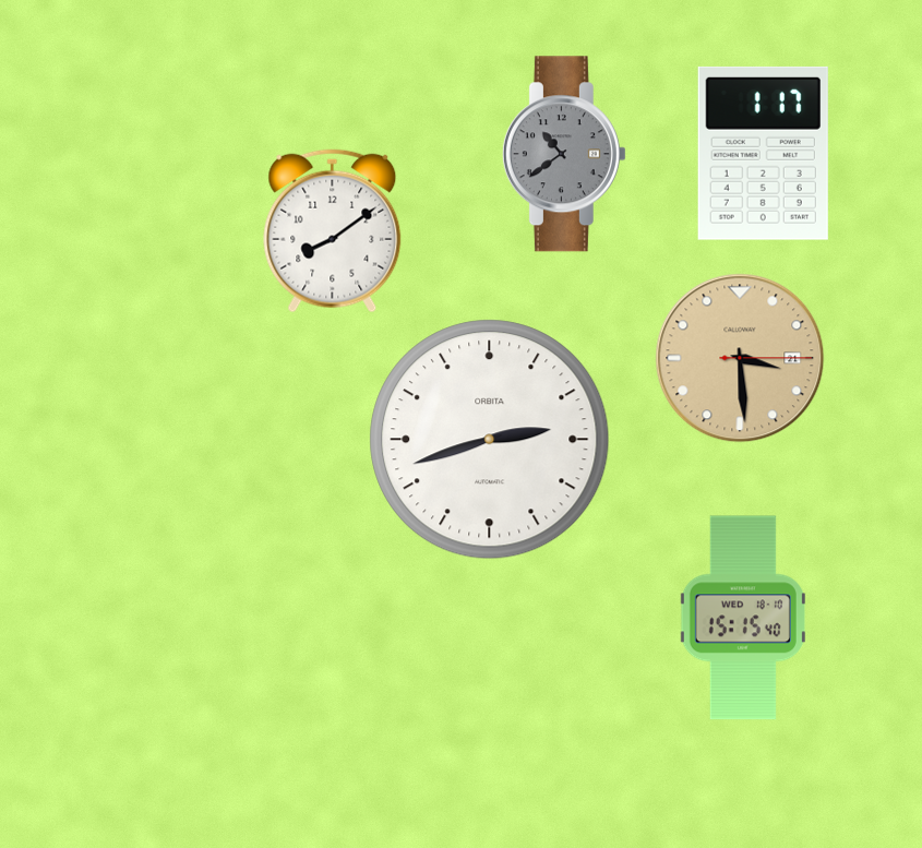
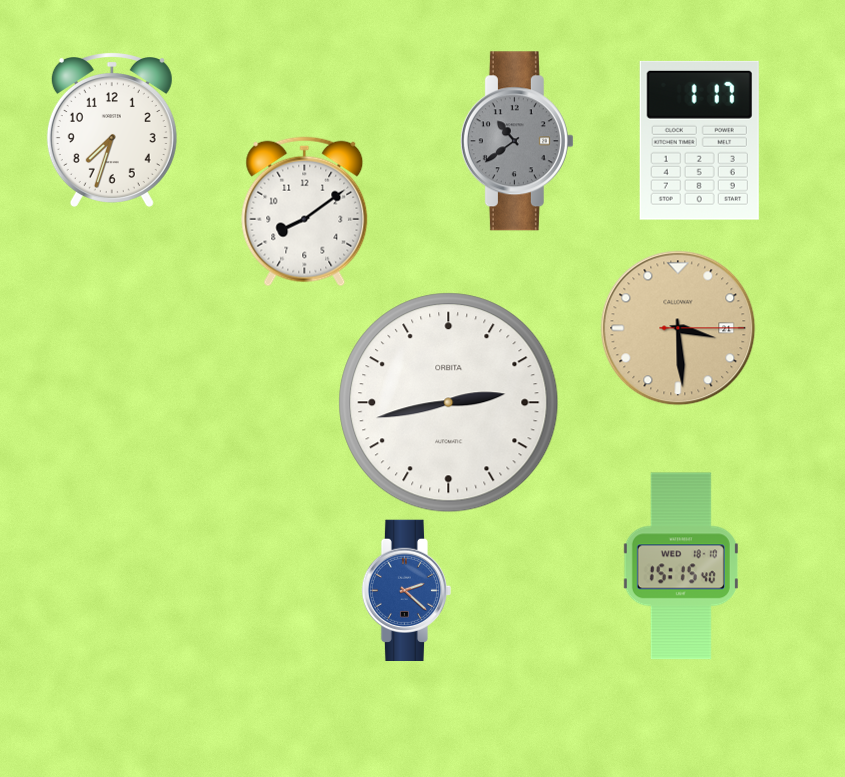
clock at (112, 130): none -> 7:33
clock at (490, 440): 2:42 -> 2:43
clock at (407, 590): none -> 2:22
